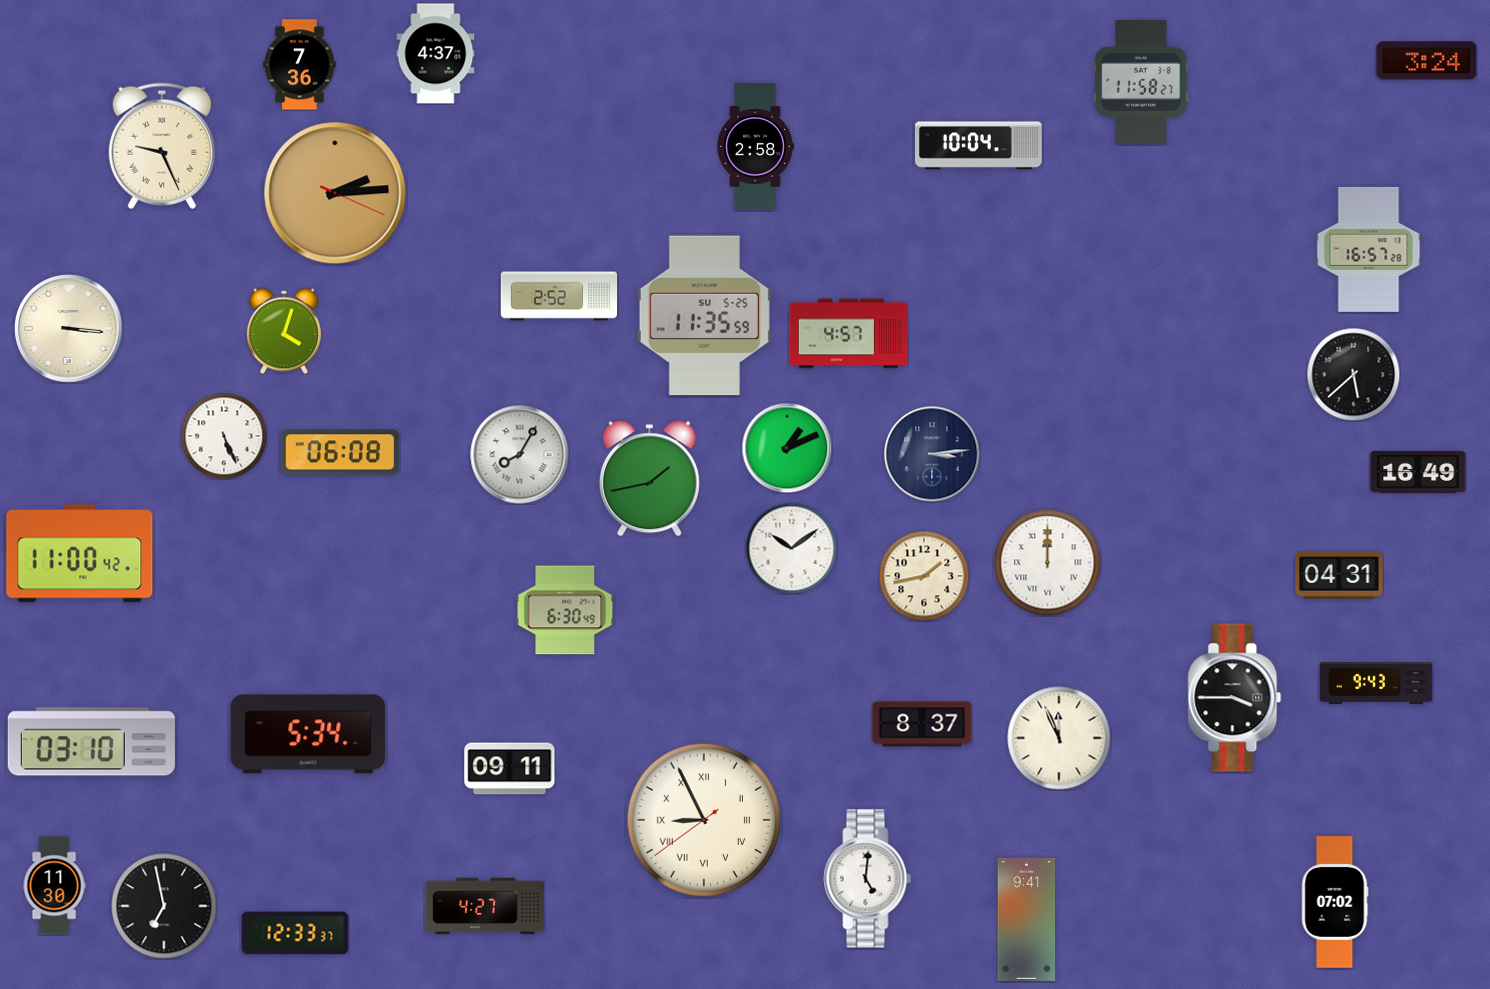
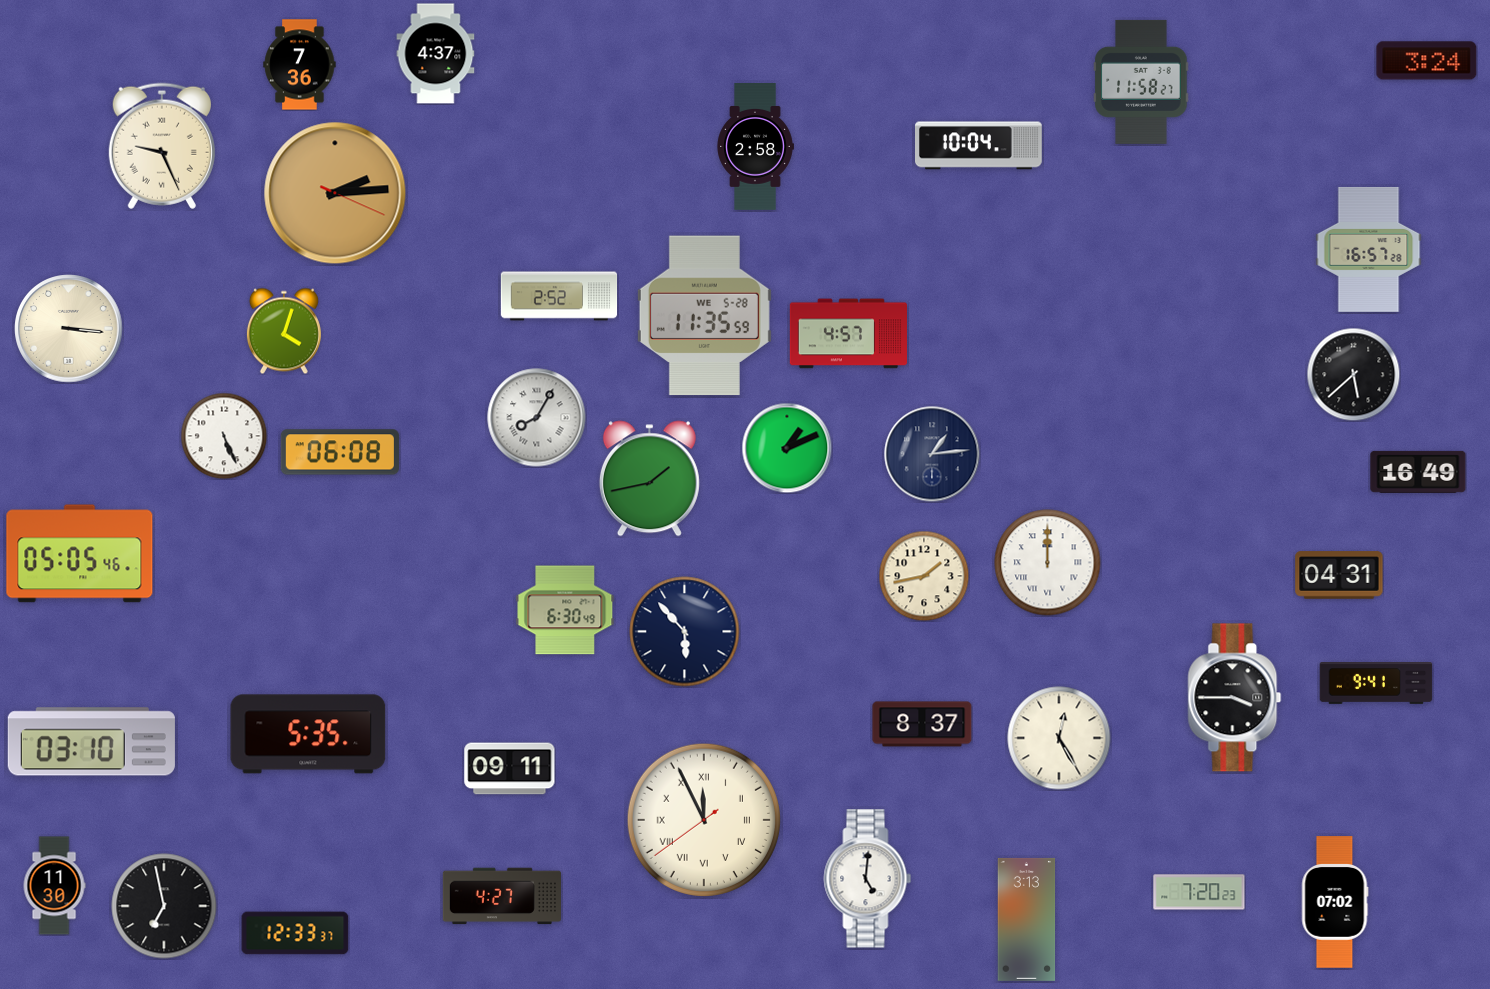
clock at (704, 316) date: SU 5-25 -> WE 5-28
clock at (932, 454): 3:14 -> 1:14
clock at (520, 455) position: (520, 455) -> (537, 418)
clock at (791, 548): 10:09 -> none
clock at (80, 554): 11:00 -> 05:05
clock at (685, 632): none -> 5:53
clock at (1376, 684): 9:43 -> 9:41
clock at (308, 734): 5:34 -> 5:35
clock at (1059, 738): 11:56 -> 12:25
clock at (704, 820): 8:55 -> 11:55
clock at (1199, 892): none -> 7:20
clock at (485, 906) position: (485, 906) -> (502, 896)
clock at (1027, 919): 9:41 -> 3:13
